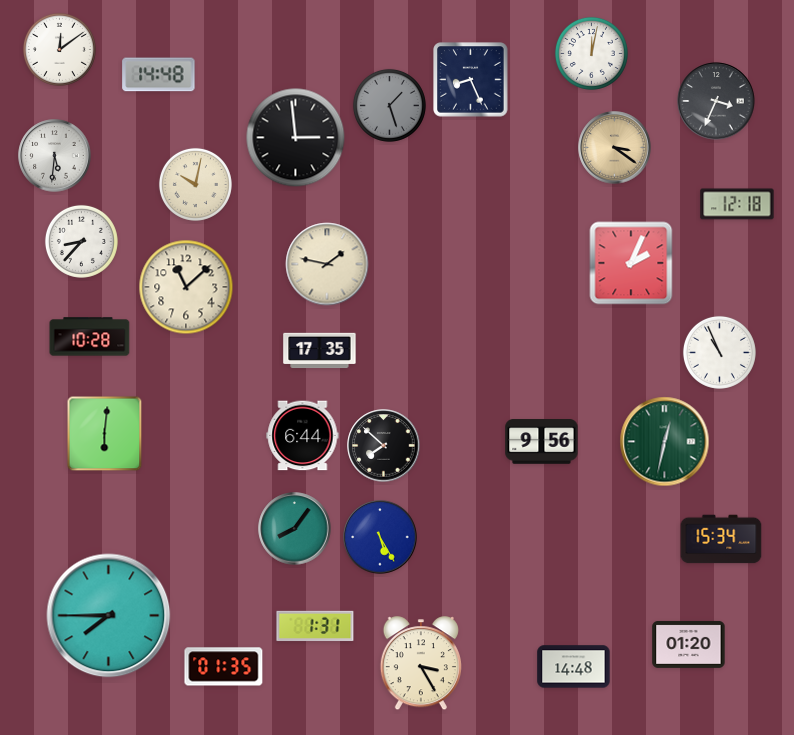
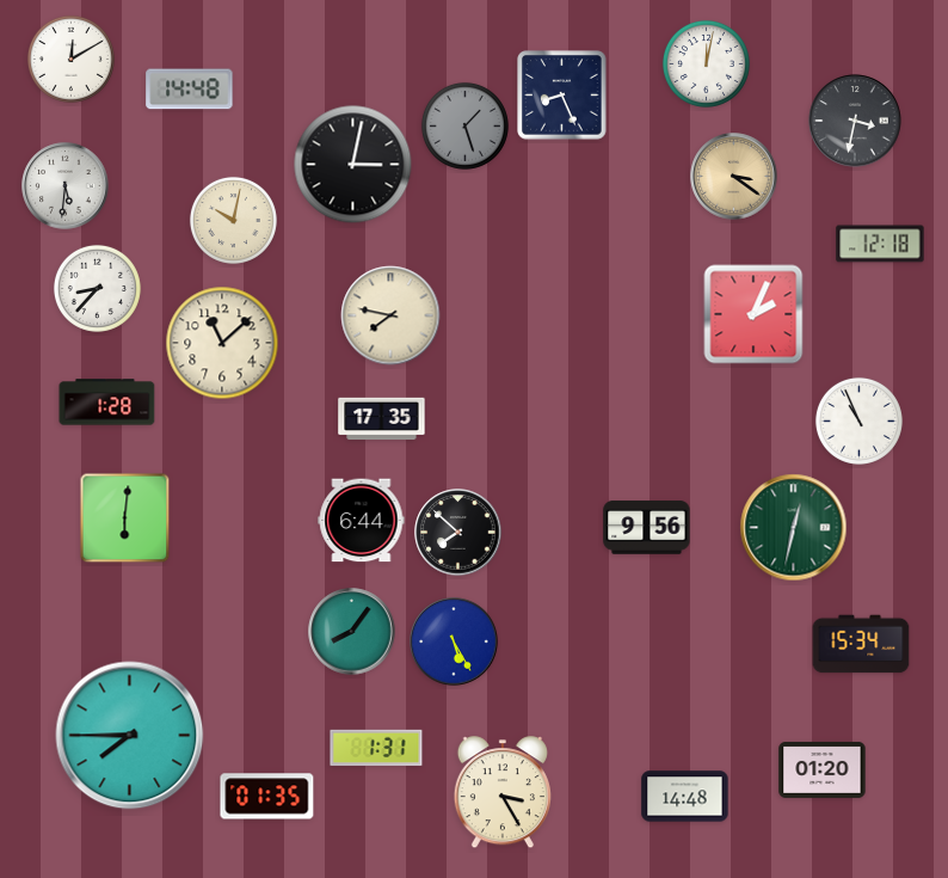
clock at (59, 49): 12:09 -> 12:10
clock at (716, 101): 3:34 -> 3:32
clock at (296, 138): 2:59 -> 3:02
clock at (327, 264): 1:47 -> 7:47
clock at (90, 337): 10:28 -> 1:28
